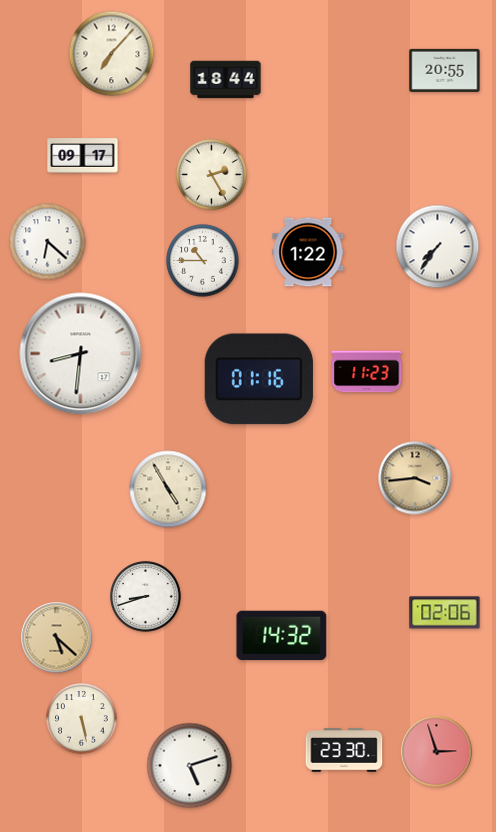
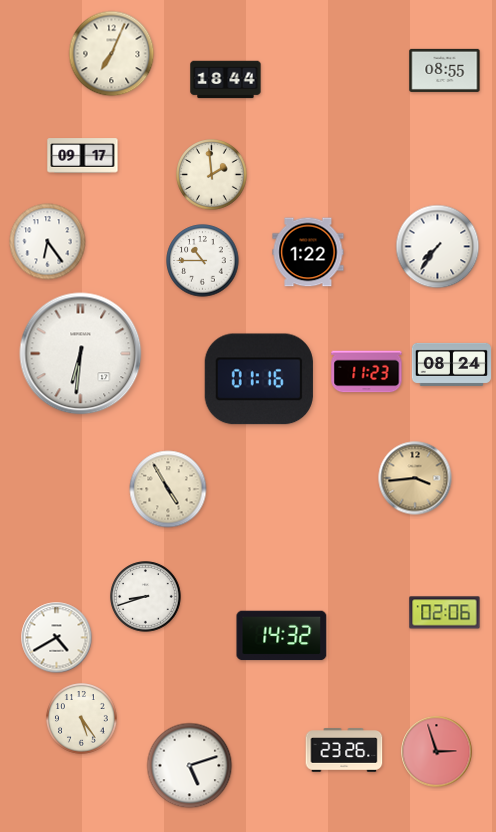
clock at (112, 54): 7:07 -> 7:04
clock at (445, 70): 20:55 -> 08:55
clock at (212, 175): 2:25 -> 1:59
clock at (48, 242): 6:22 -> 6:24
clock at (81, 354): 8:31 -> 6:31
clock at (452, 364): none -> 08:24
clock at (57, 638): 5:22 -> 4:40
clock at (57, 638) dial: champagne -> white
clock at (82, 719): 5:28 -> 5:24
clock at (344, 750): 23:30 -> 23:26
